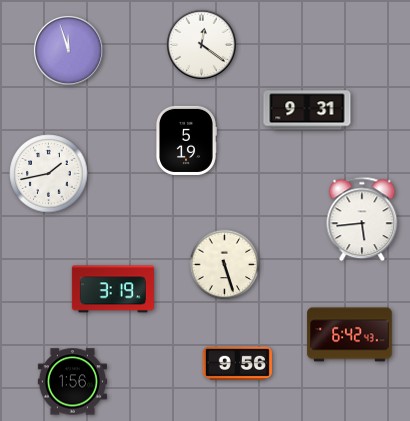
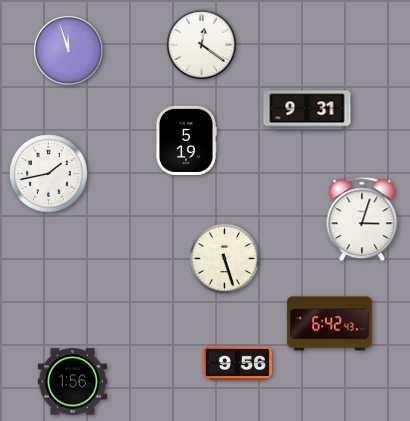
clock at (362, 219): 5:44 -> 3:03
clock at (225, 265) position: (225, 265) -> (225, 259)
clock at (113, 289): 3:19 -> none
clock at (350, 335) position: (350, 335) -> (330, 324)
